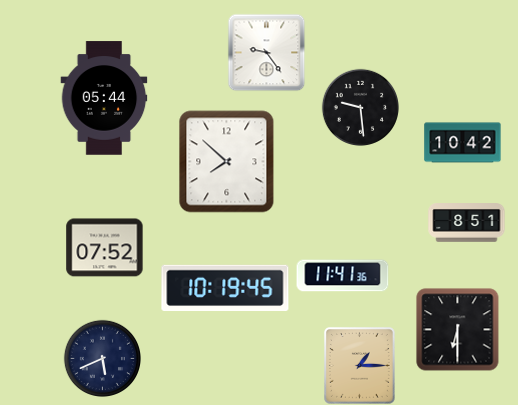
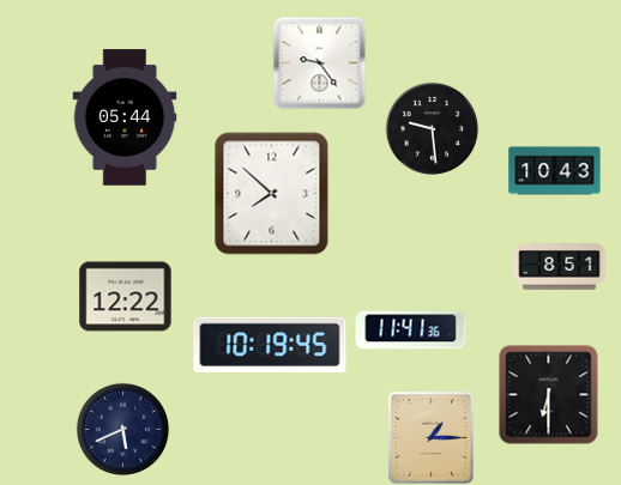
clock at (463, 143): 10:42 -> 10:43
clock at (105, 248): 07:52 -> 12:22
